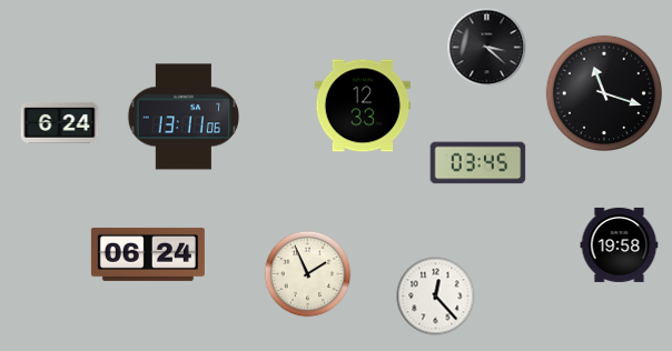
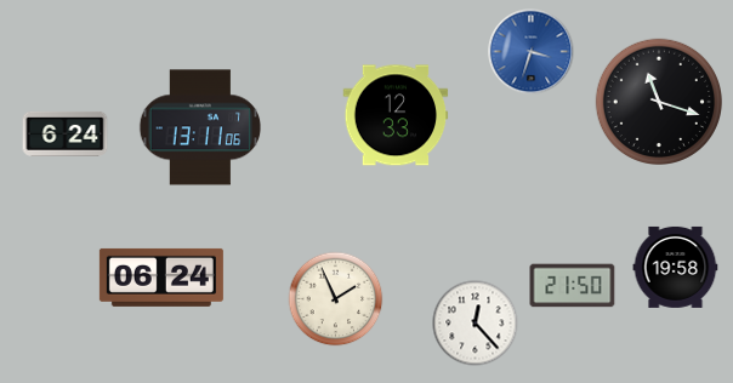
clock at (487, 48): 3:22 -> 3:33
clock at (487, 48) dial: black -> blue
clock at (478, 163): 03:45 -> none
clock at (573, 286): none -> 21:50
